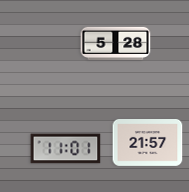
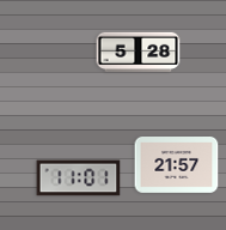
clock at (148, 143) position: (148, 143) -> (177, 165)
